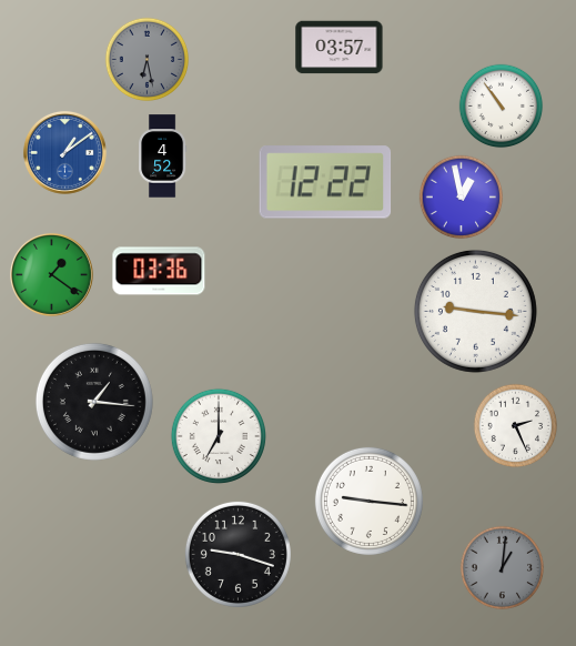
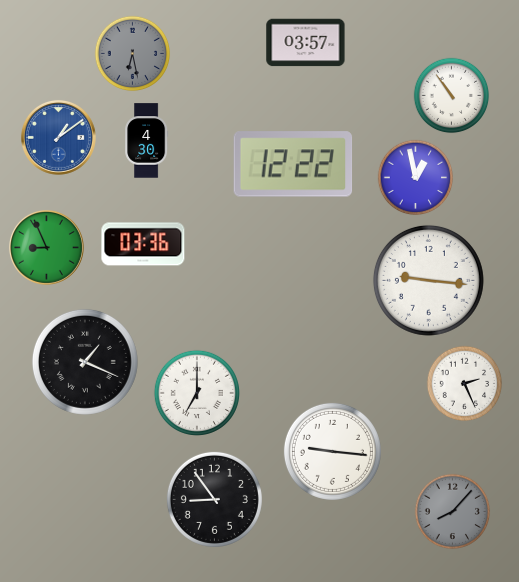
clock at (163, 157): 4:52 -> 4:30
clock at (51, 274): 1:21 -> 8:56
clock at (94, 402): 1:16 -> 1:19
clock at (238, 554): 9:18 -> 8:54
clock at (503, 568): 1:01 -> 8:07
